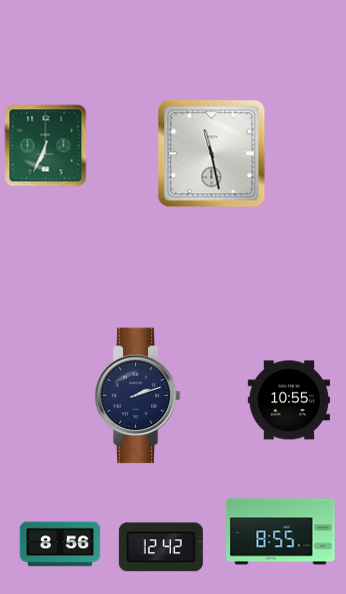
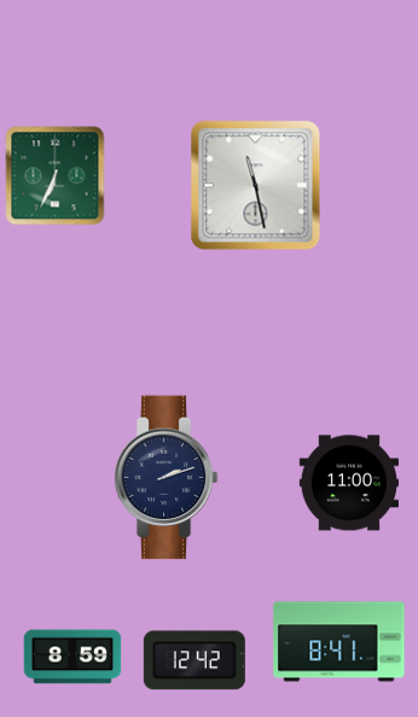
clock at (288, 400): 10:55 -> 11:00
clock at (281, 532): 8:55 -> 8:41
clock at (60, 544): 8:56 -> 8:59
